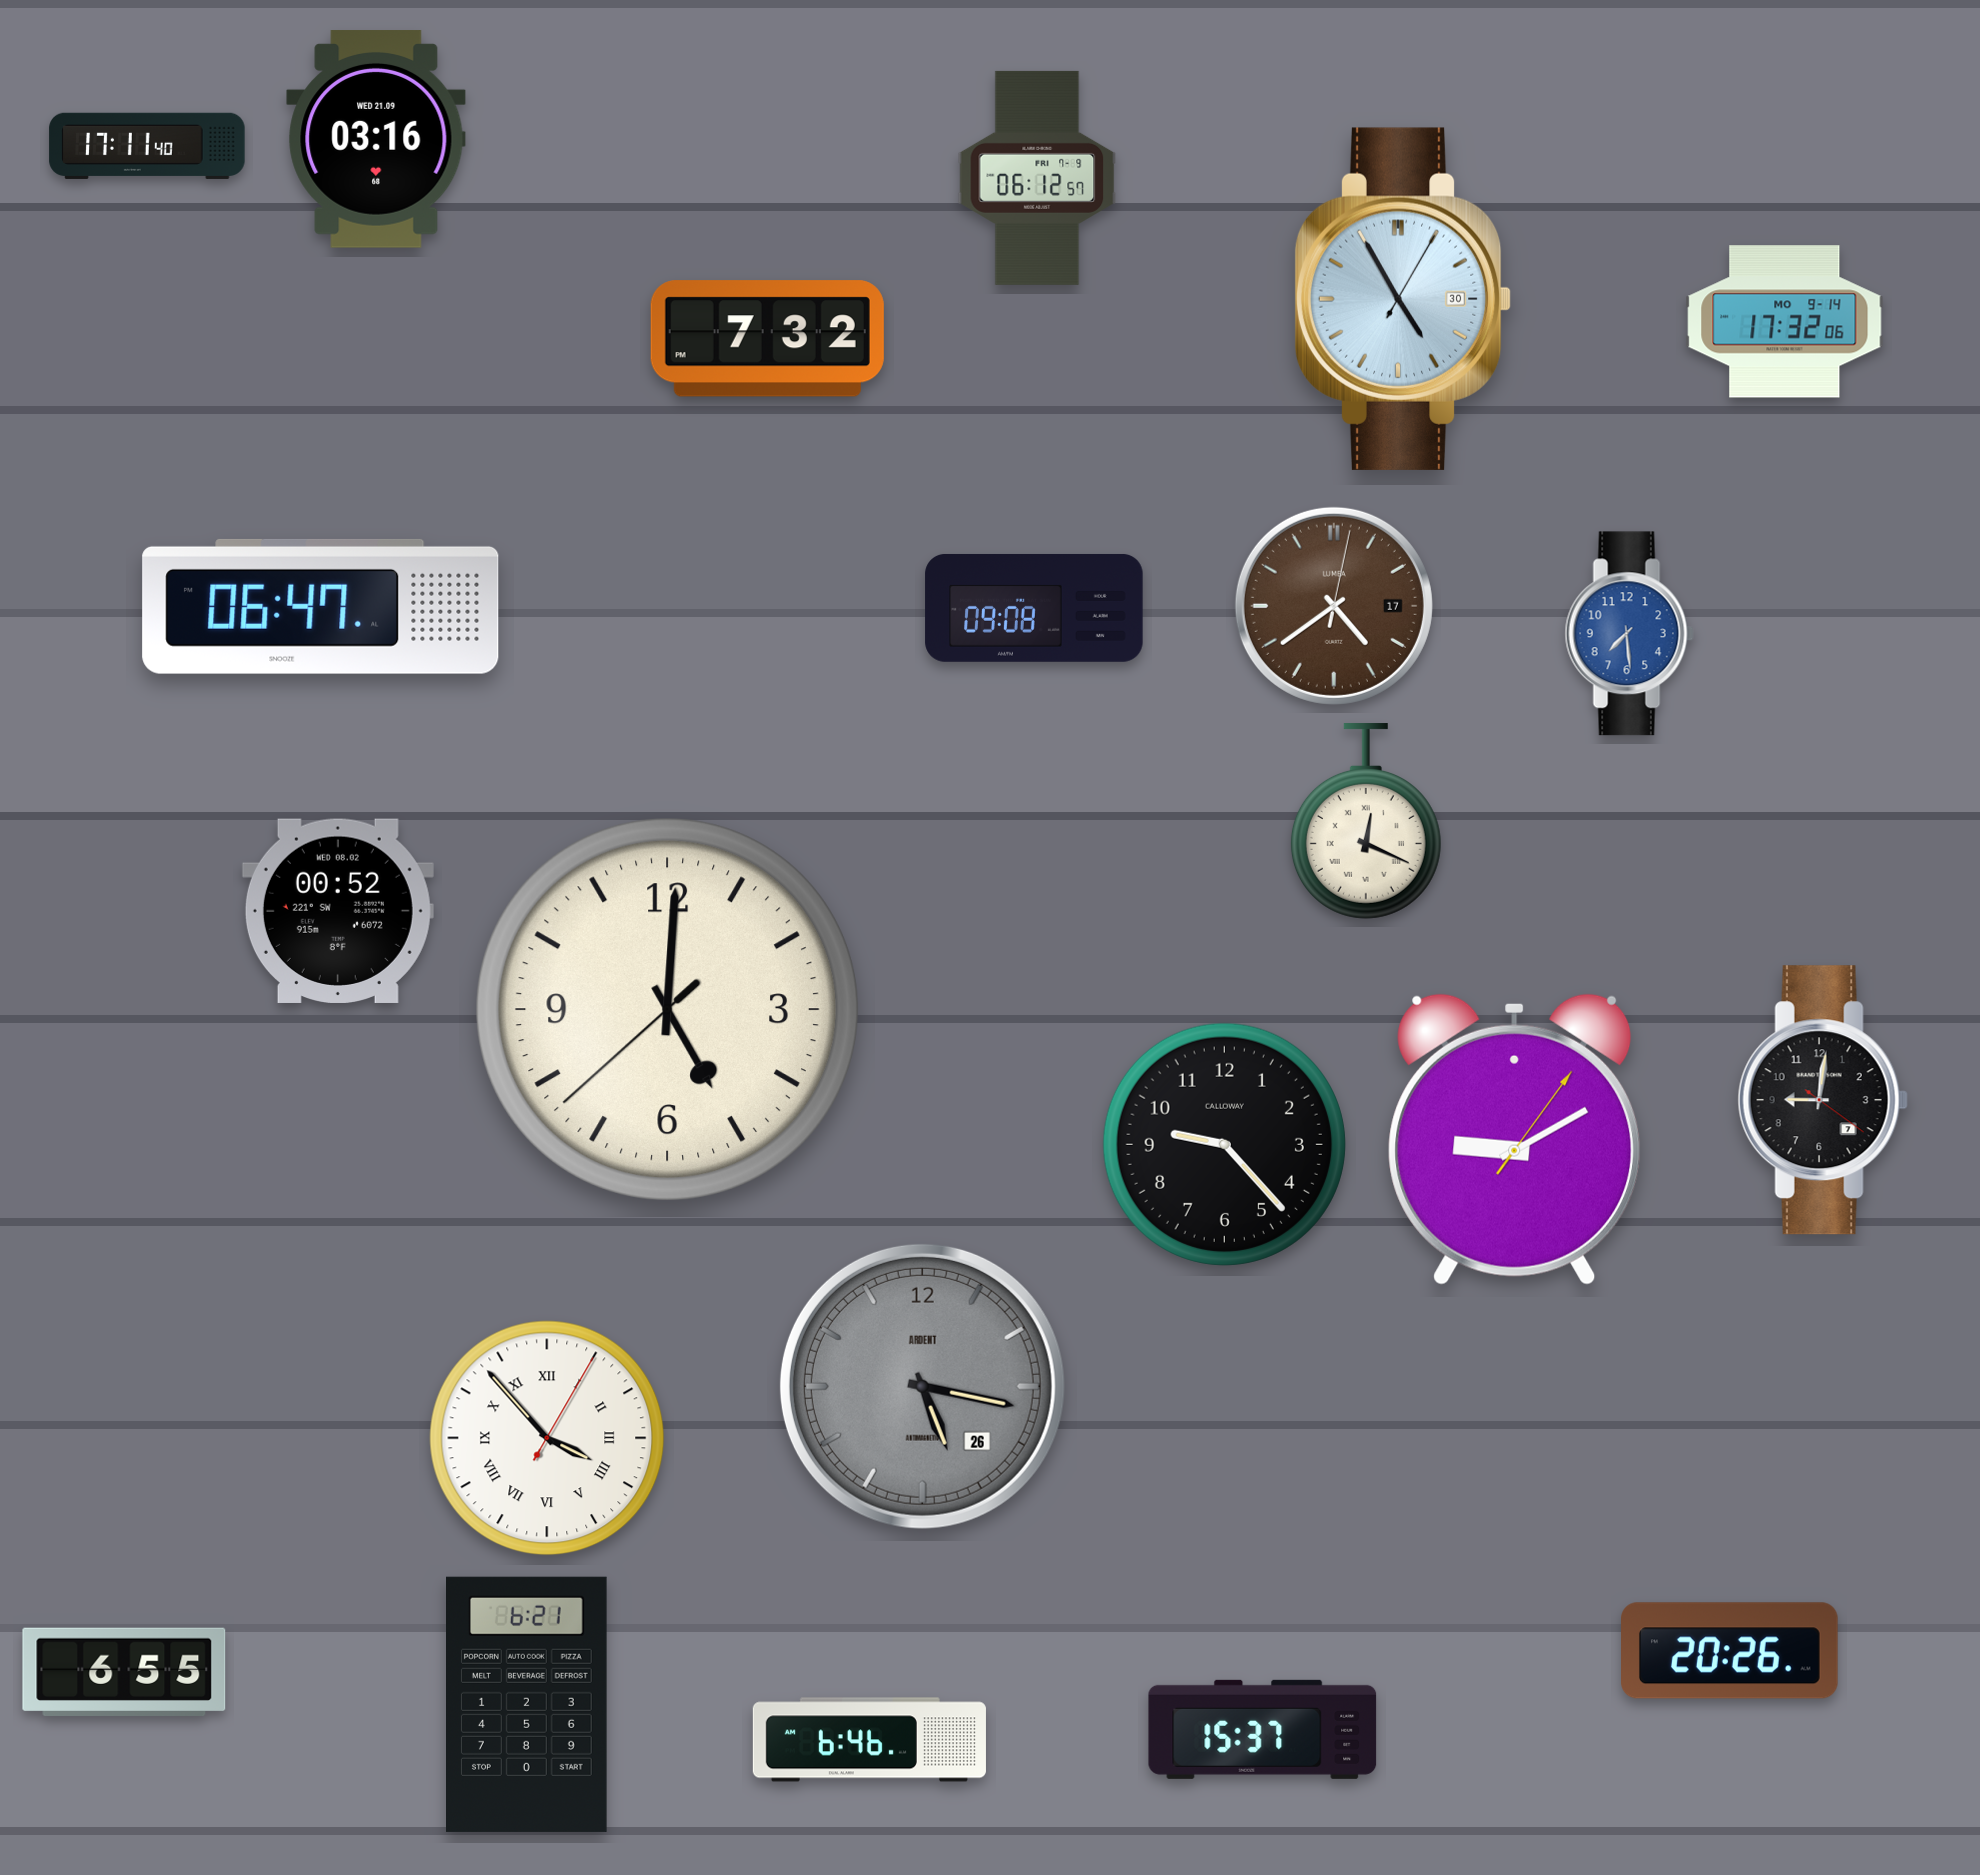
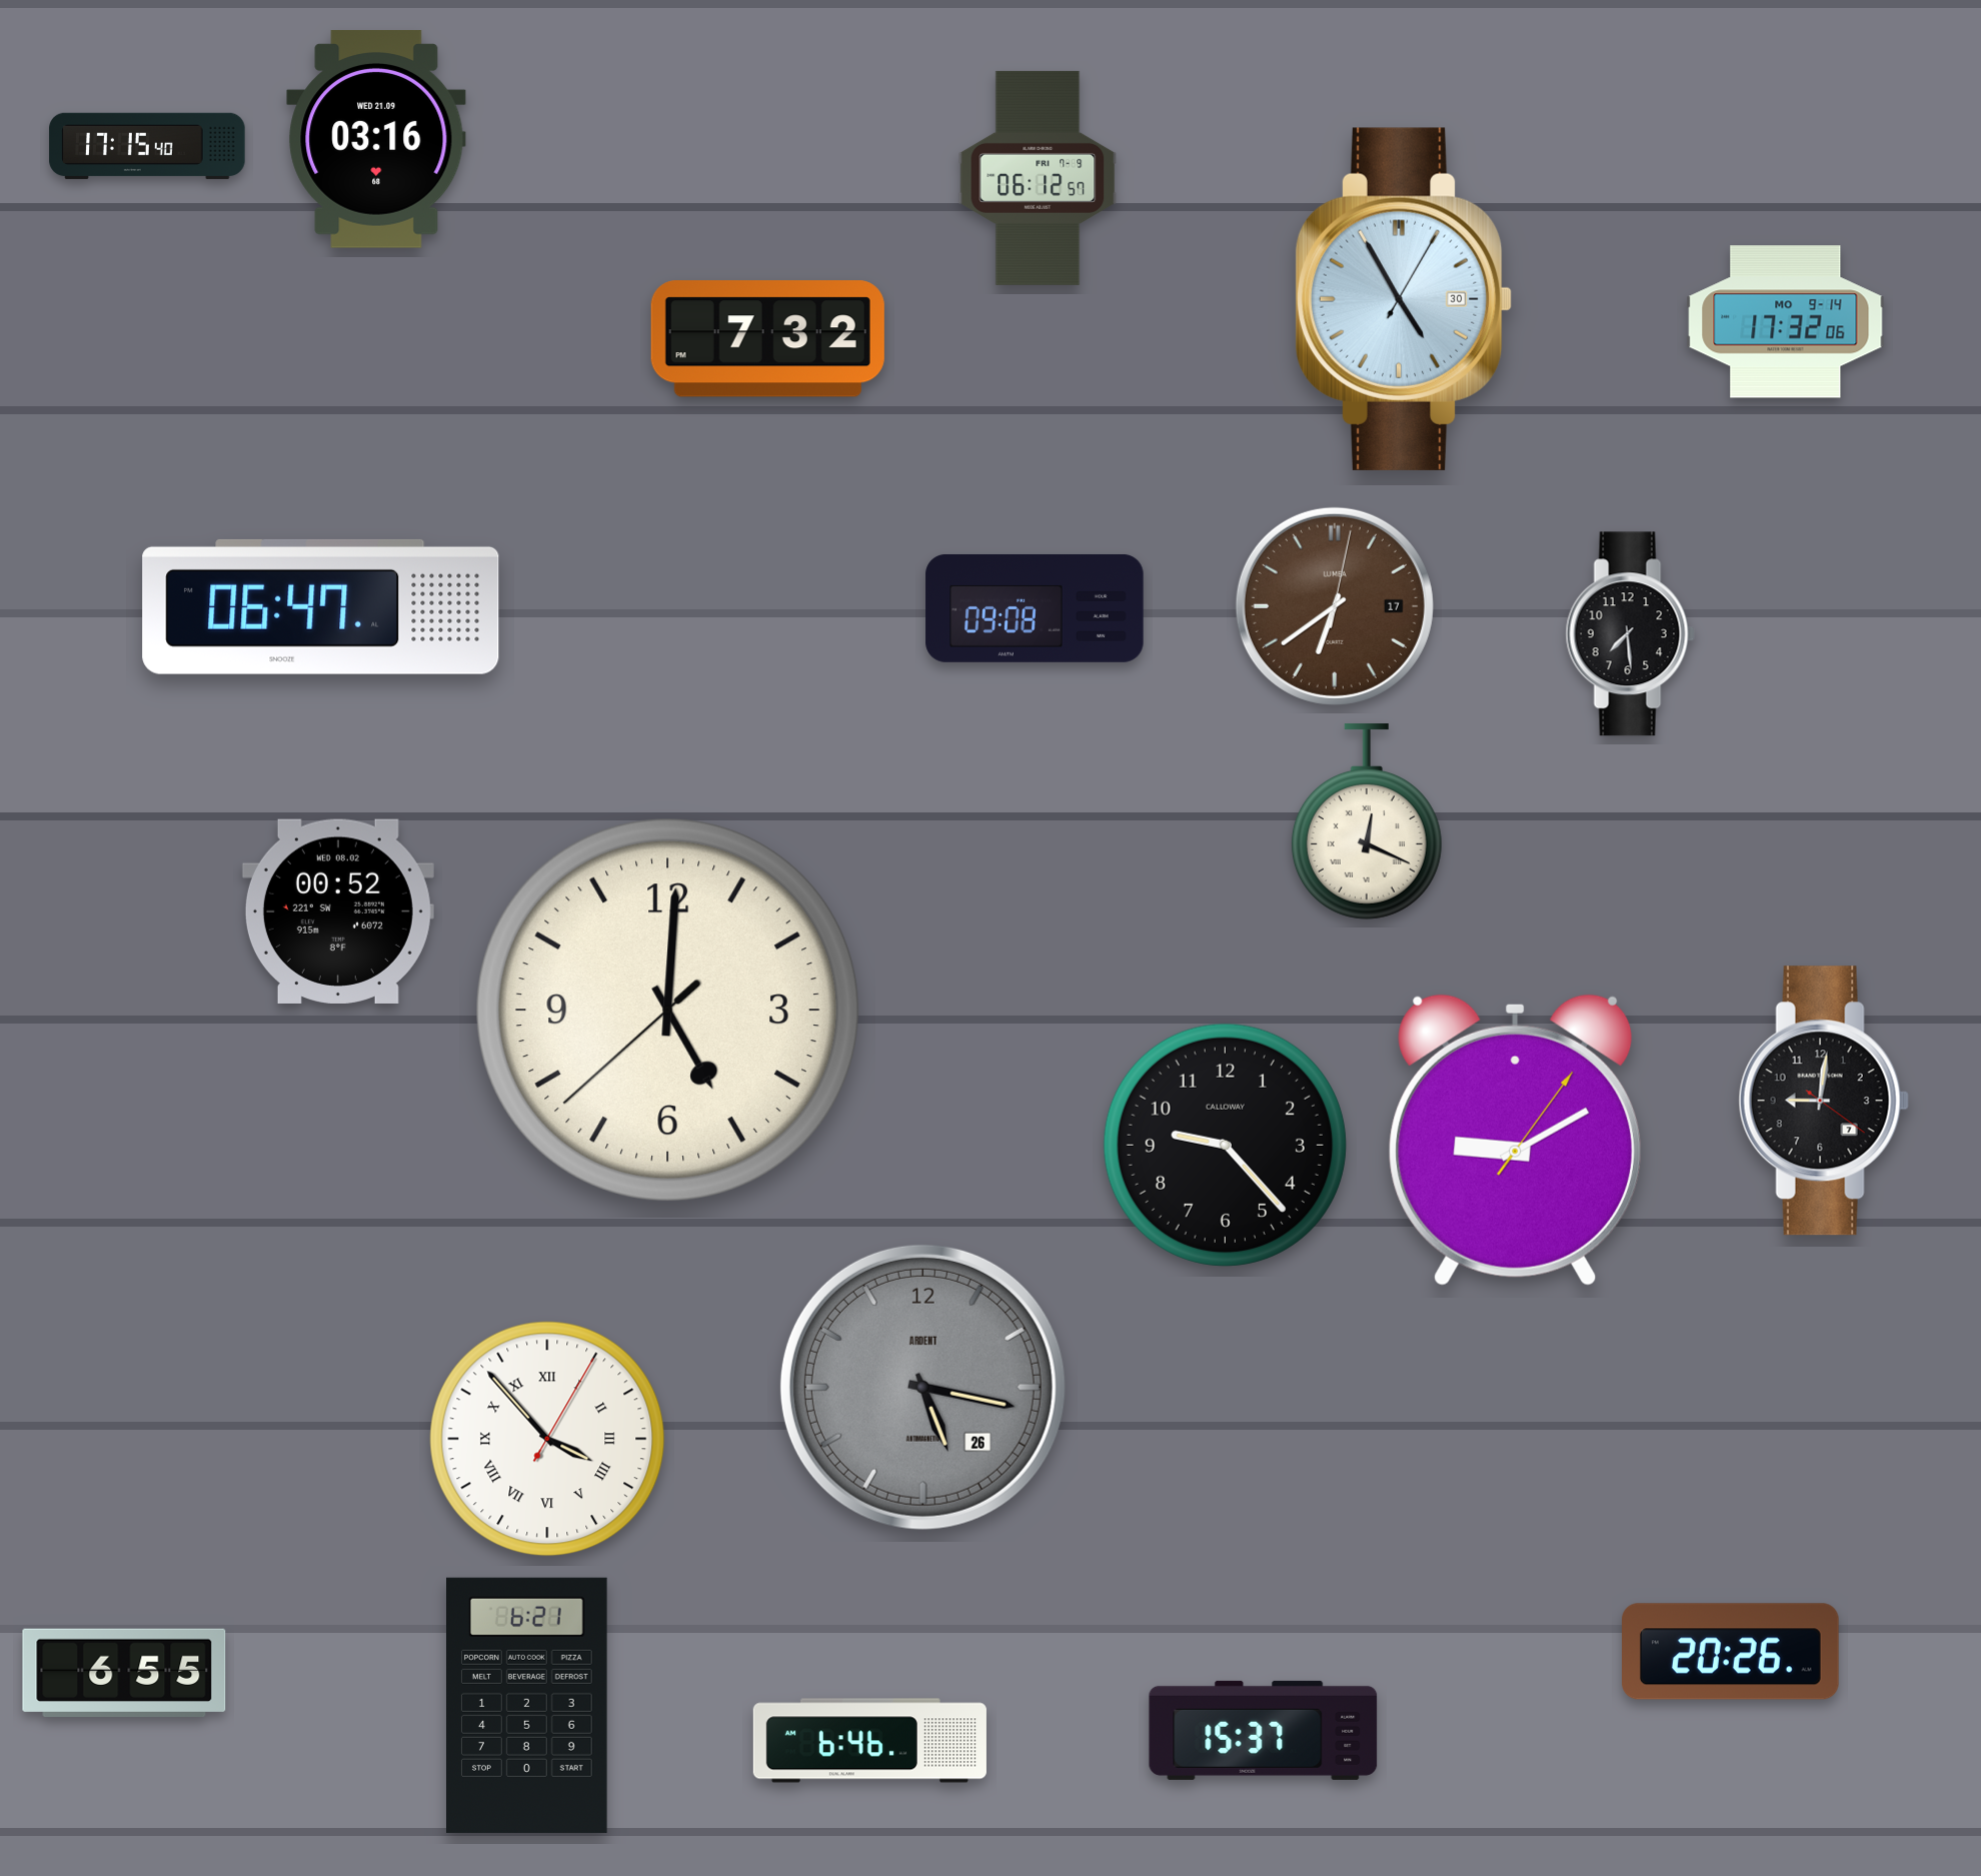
clock at (147, 146): 17:11 -> 17:15
clock at (1334, 606): 4:39 -> 6:39
clock at (1629, 634) dial: blue -> black
